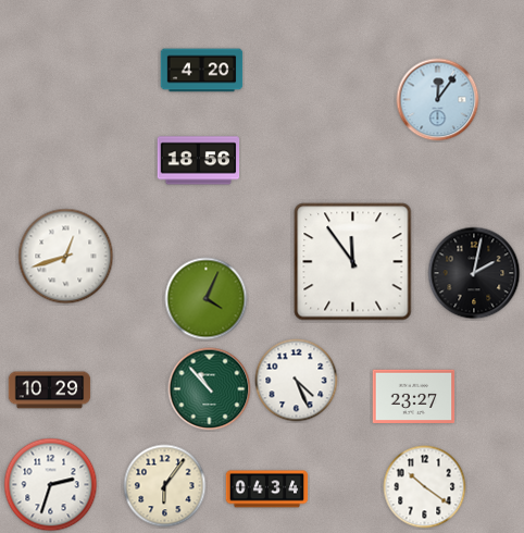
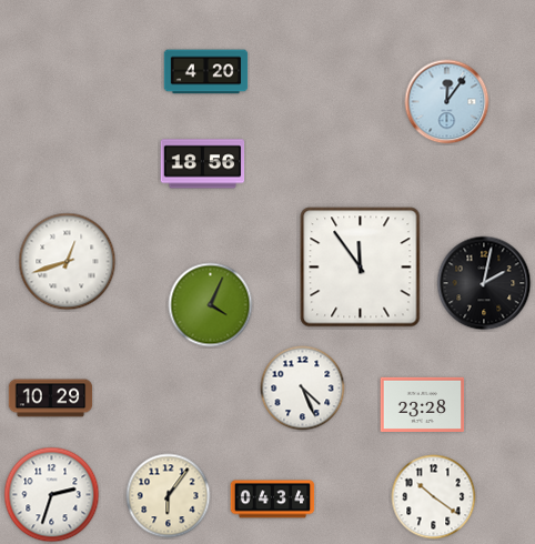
clock at (474, 273) position: (474, 273) -> (484, 283)
clock at (210, 389): 10:53 -> none
clock at (414, 396): 23:27 -> 23:28
